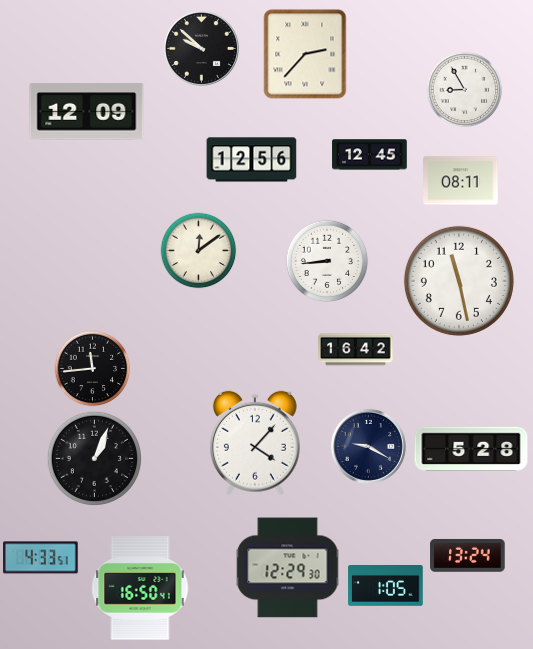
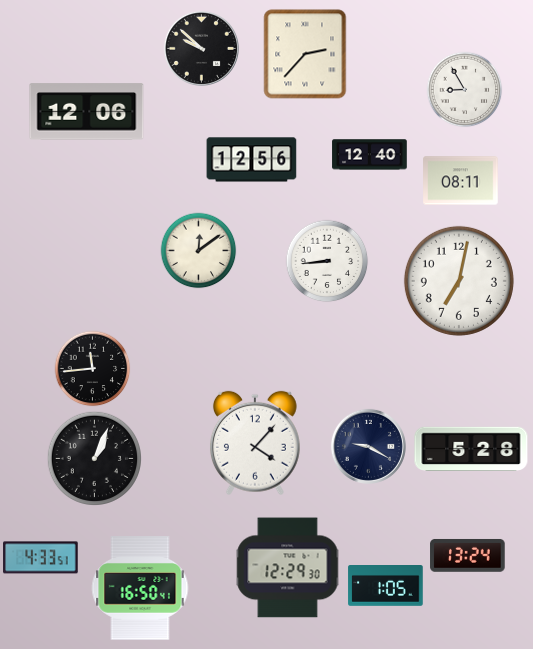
clock at (87, 112): 12:09 -> 12:06
clock at (370, 155): 12:45 -> 12:40
clock at (459, 281): 11:28 -> 7:02
clock at (356, 350): 16:42 -> none
